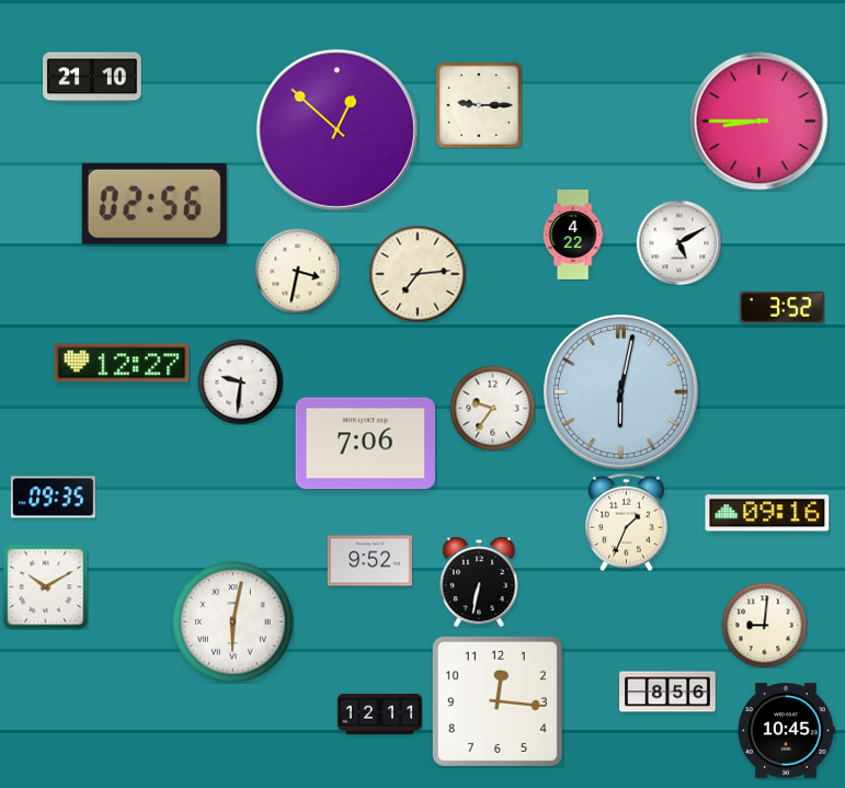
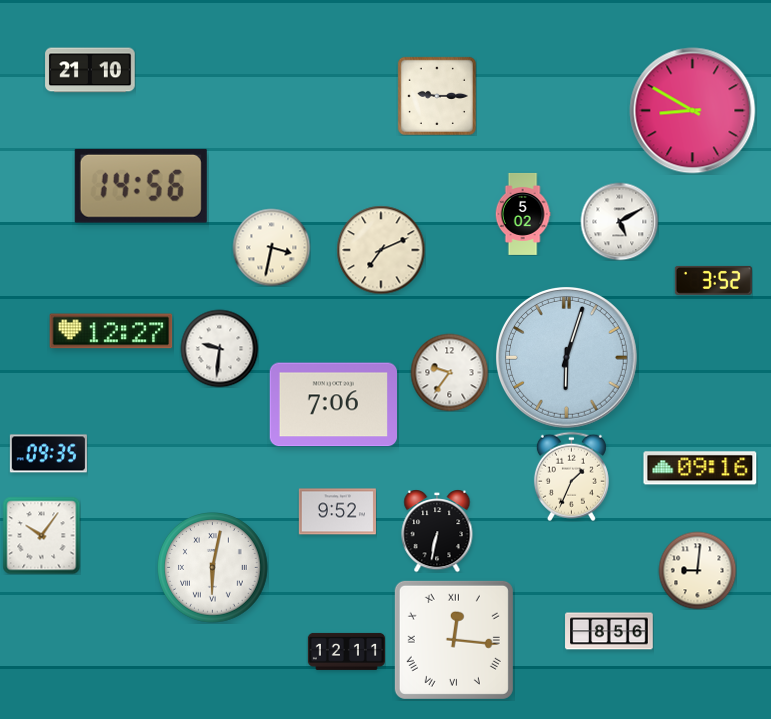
clock at (92, 77) position: (92, 77) -> (90, 70)
clock at (760, 122): 8:45 -> 8:50
clock at (336, 129): 12:52 -> none
clock at (155, 204): 02:56 -> 14:56
clock at (573, 235): 4:22 -> 5:02
clock at (418, 274): 7:14 -> 7:11
clock at (621, 392): 6:02 -> 6:03
clock at (45, 586): 10:10 -> 10:06
clock at (498, 701) numerals: Arabic -> Roman
clock at (786, 731): 10:45 -> none
